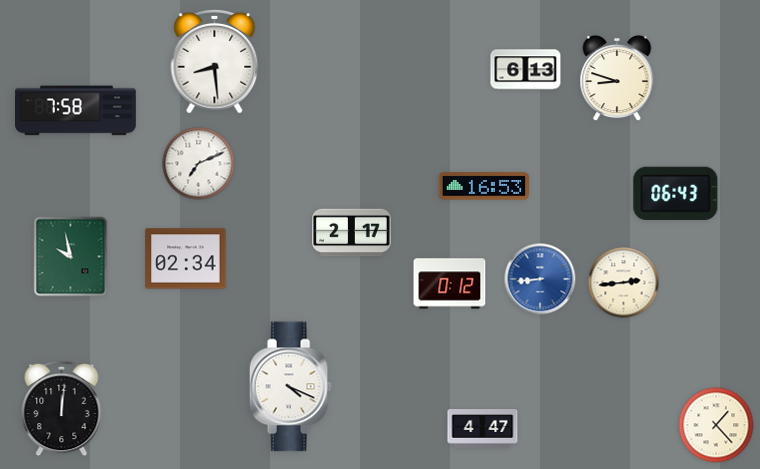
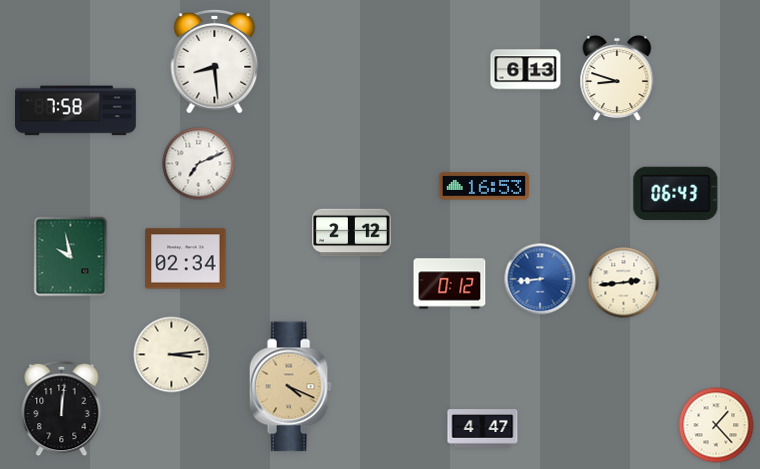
clock at (352, 233): 2:17 -> 2:12
clock at (172, 355): none -> 3:14
clock at (290, 387) dial: white -> champagne
